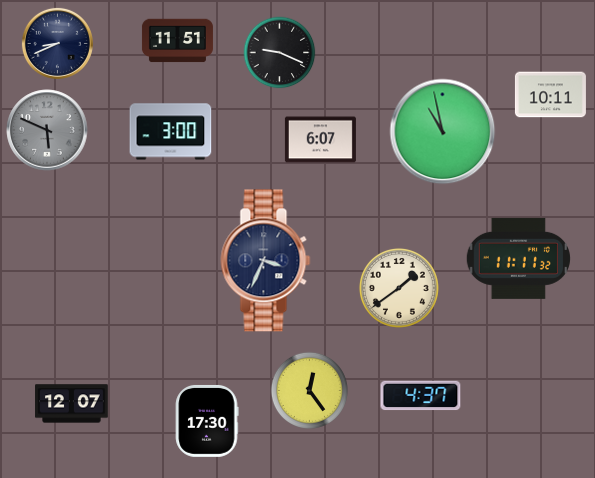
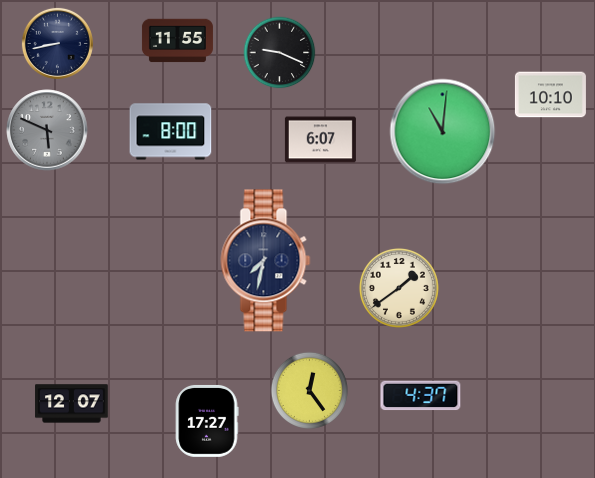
clock at (177, 41): 11:51 -> 11:55
clock at (57, 43): 8:41 -> 8:43
clock at (550, 95): 10:11 -> 10:10
clock at (171, 132): 3:00 -> 8:00
clock at (443, 132): 10:58 -> 11:01
clock at (518, 258): 11:11 -> none
clock at (266, 261): 3:34 -> 7:32
clock at (207, 421): 17:30 -> 17:27
